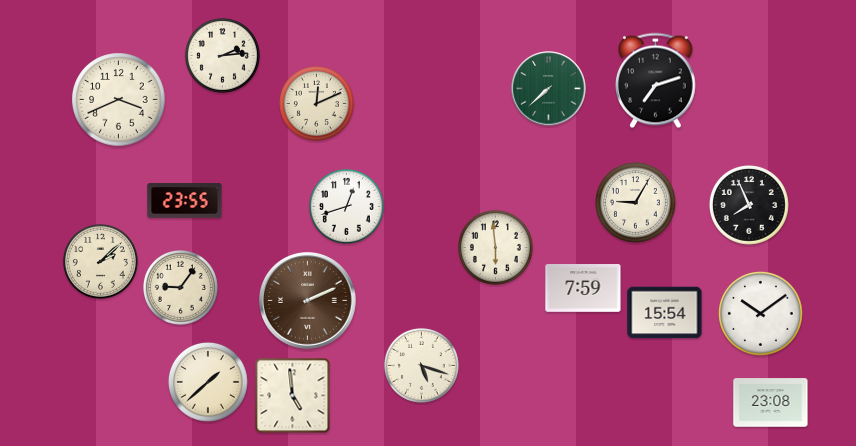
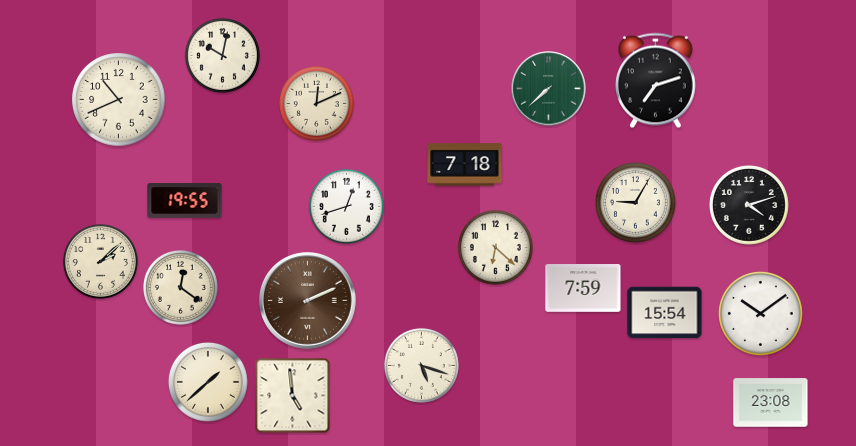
clock at (222, 55): 2:14 -> 10:02
clock at (119, 100): 3:41 -> 10:41
clock at (465, 165): none -> 7:18
clock at (185, 201): 23:55 -> 19:55
clock at (749, 205): 7:56 -> 4:12
clock at (495, 247): 5:59 -> 6:22
clock at (180, 287): 9:06 -> 12:21
